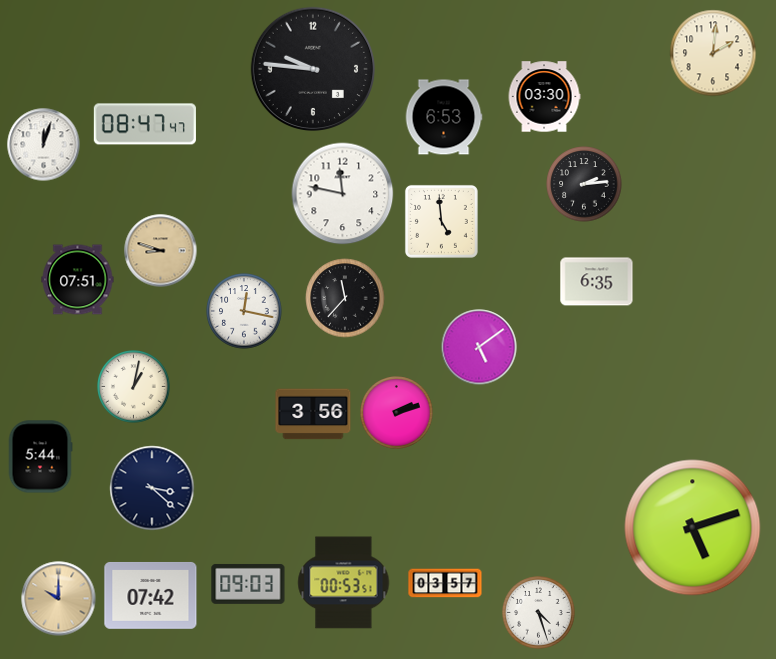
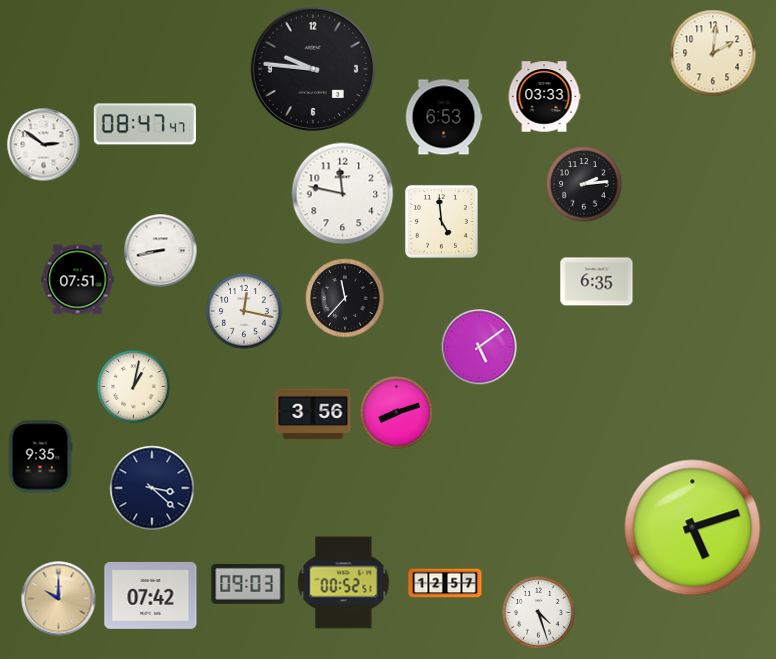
clock at (544, 97): 03:30 -> 03:33
clock at (44, 145): 12:03 -> 2:51
clock at (161, 251): 8:48 -> 8:43
clock at (161, 251) dial: champagne -> white
clock at (397, 413): 2:12 -> 8:12
clock at (40, 457): 5:44 -> 9:35
clock at (344, 583): 00:53 -> 00:52
clock at (445, 583): 03:57 -> 12:57
